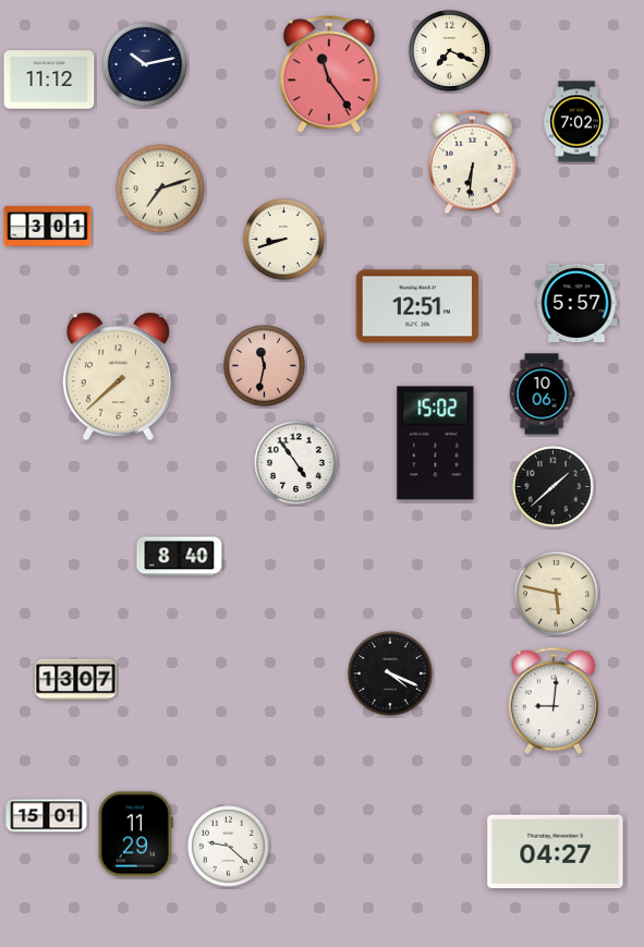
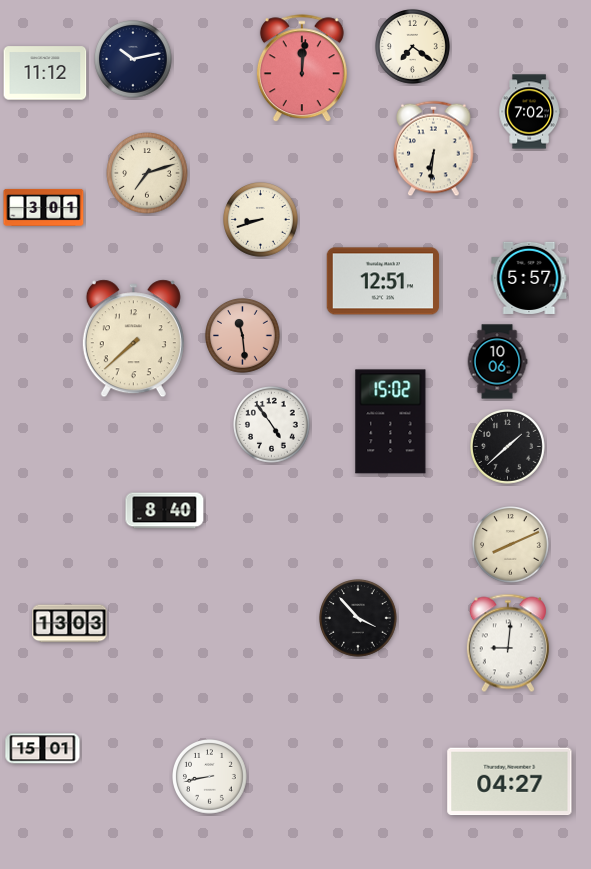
clock at (450, 51): 7:19 -> 7:21
clock at (329, 75): 11:24 -> 12:01
clock at (265, 366): 11:32 -> 11:29
clock at (118, 377) position: (118, 377) -> (133, 339)
clock at (436, 444) position: (436, 444) -> (391, 422)
clock at (557, 594): 5:47 -> 8:11
clock at (391, 675): 4:19 -> 3:53
clock at (76, 680): 13:07 -> 13:03
clock at (135, 835): 11:29 -> none
clock at (229, 847): 9:22 -> 8:43
